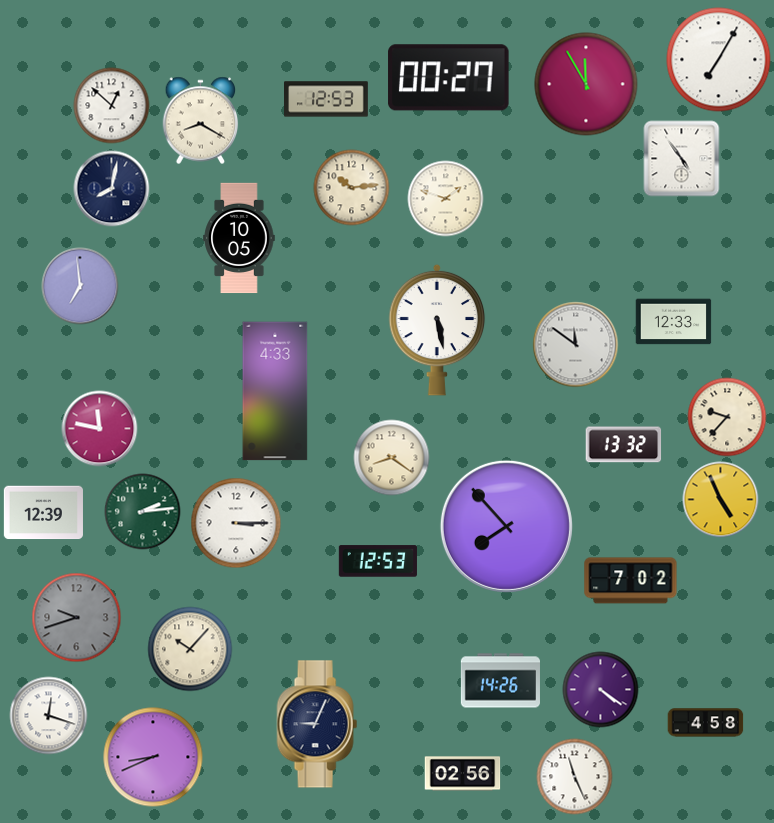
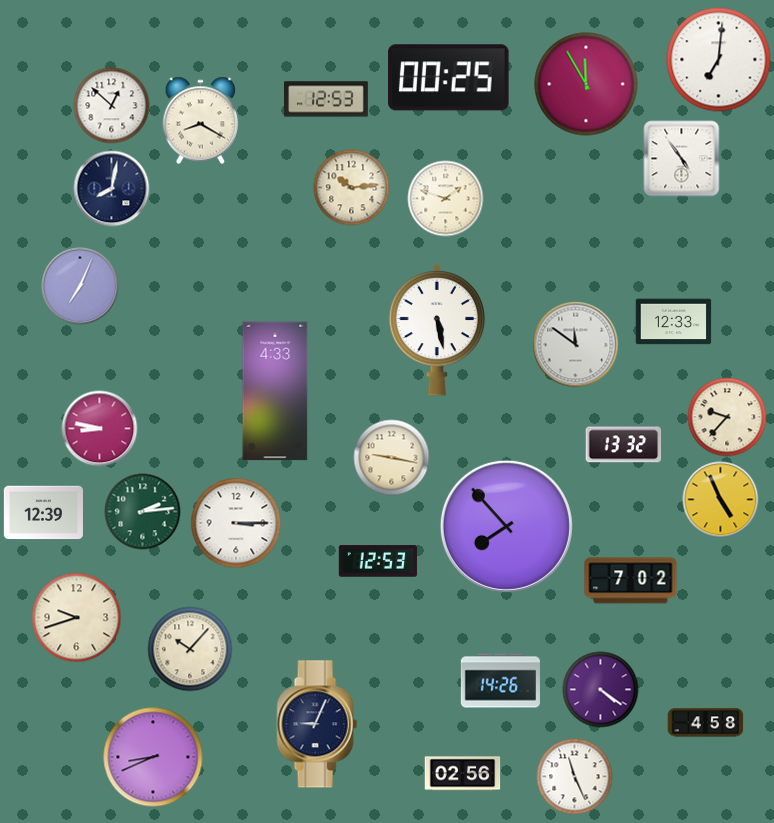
clock at (719, 60): 7:05 -> 7:01
clock at (449, 78): 00:27 -> 00:25
clock at (239, 238): 10:05 -> none
clock at (80, 286): 6:59 -> 7:04
clock at (100, 429): 11:47 -> 8:47
clock at (392, 458): 8:21 -> 9:17
clock at (77, 618) dial: grey -> cream
clock at (49, 716): 12:18 -> none
